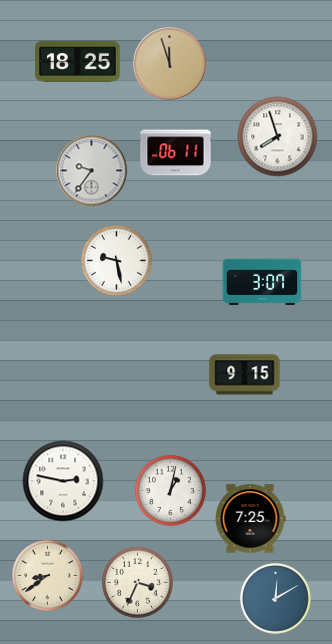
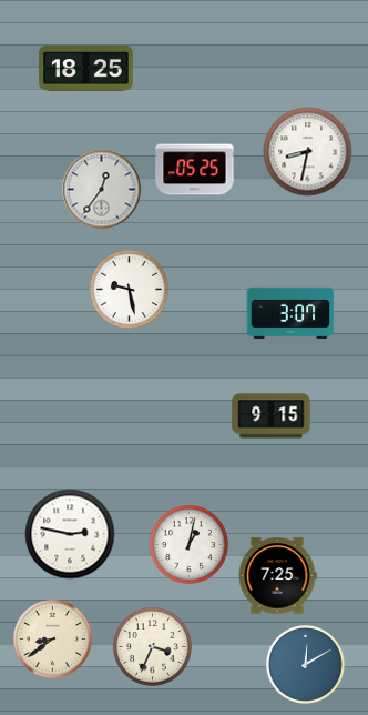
clock at (170, 64): 11:57 -> none
clock at (278, 137): 7:57 -> 8:32
clock at (176, 153): 06:11 -> 05:25
clock at (92, 171): 9:36 -> 12:36
